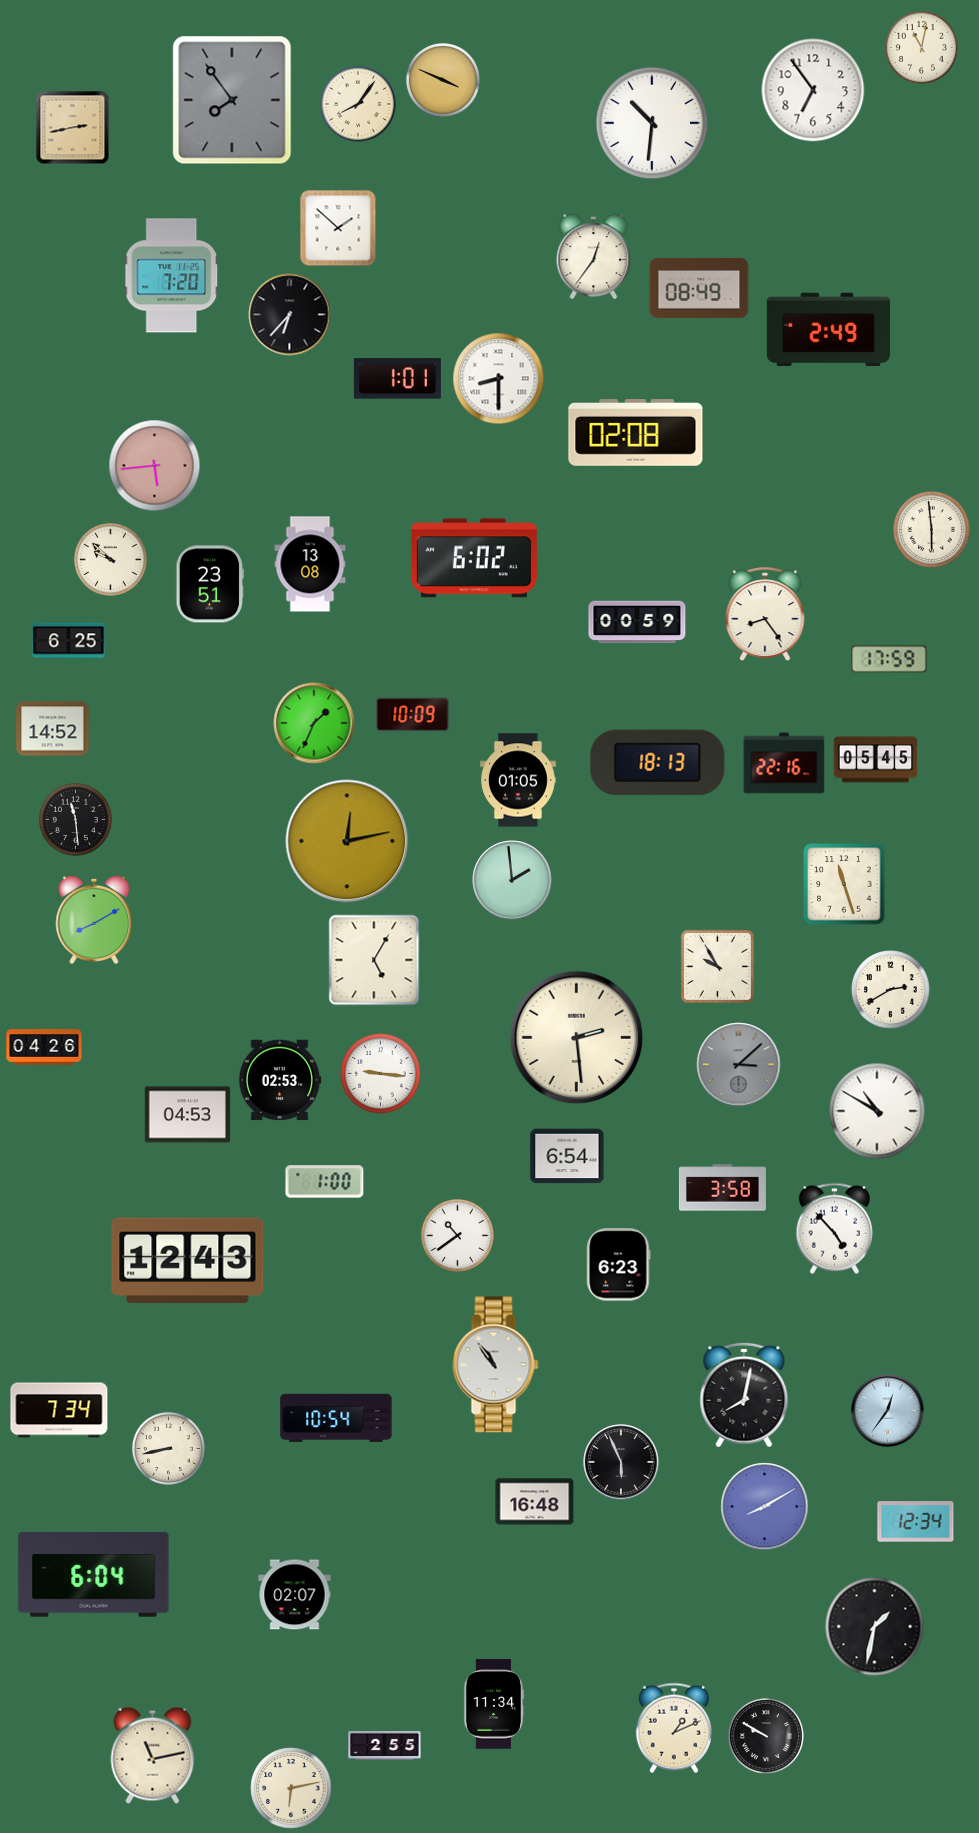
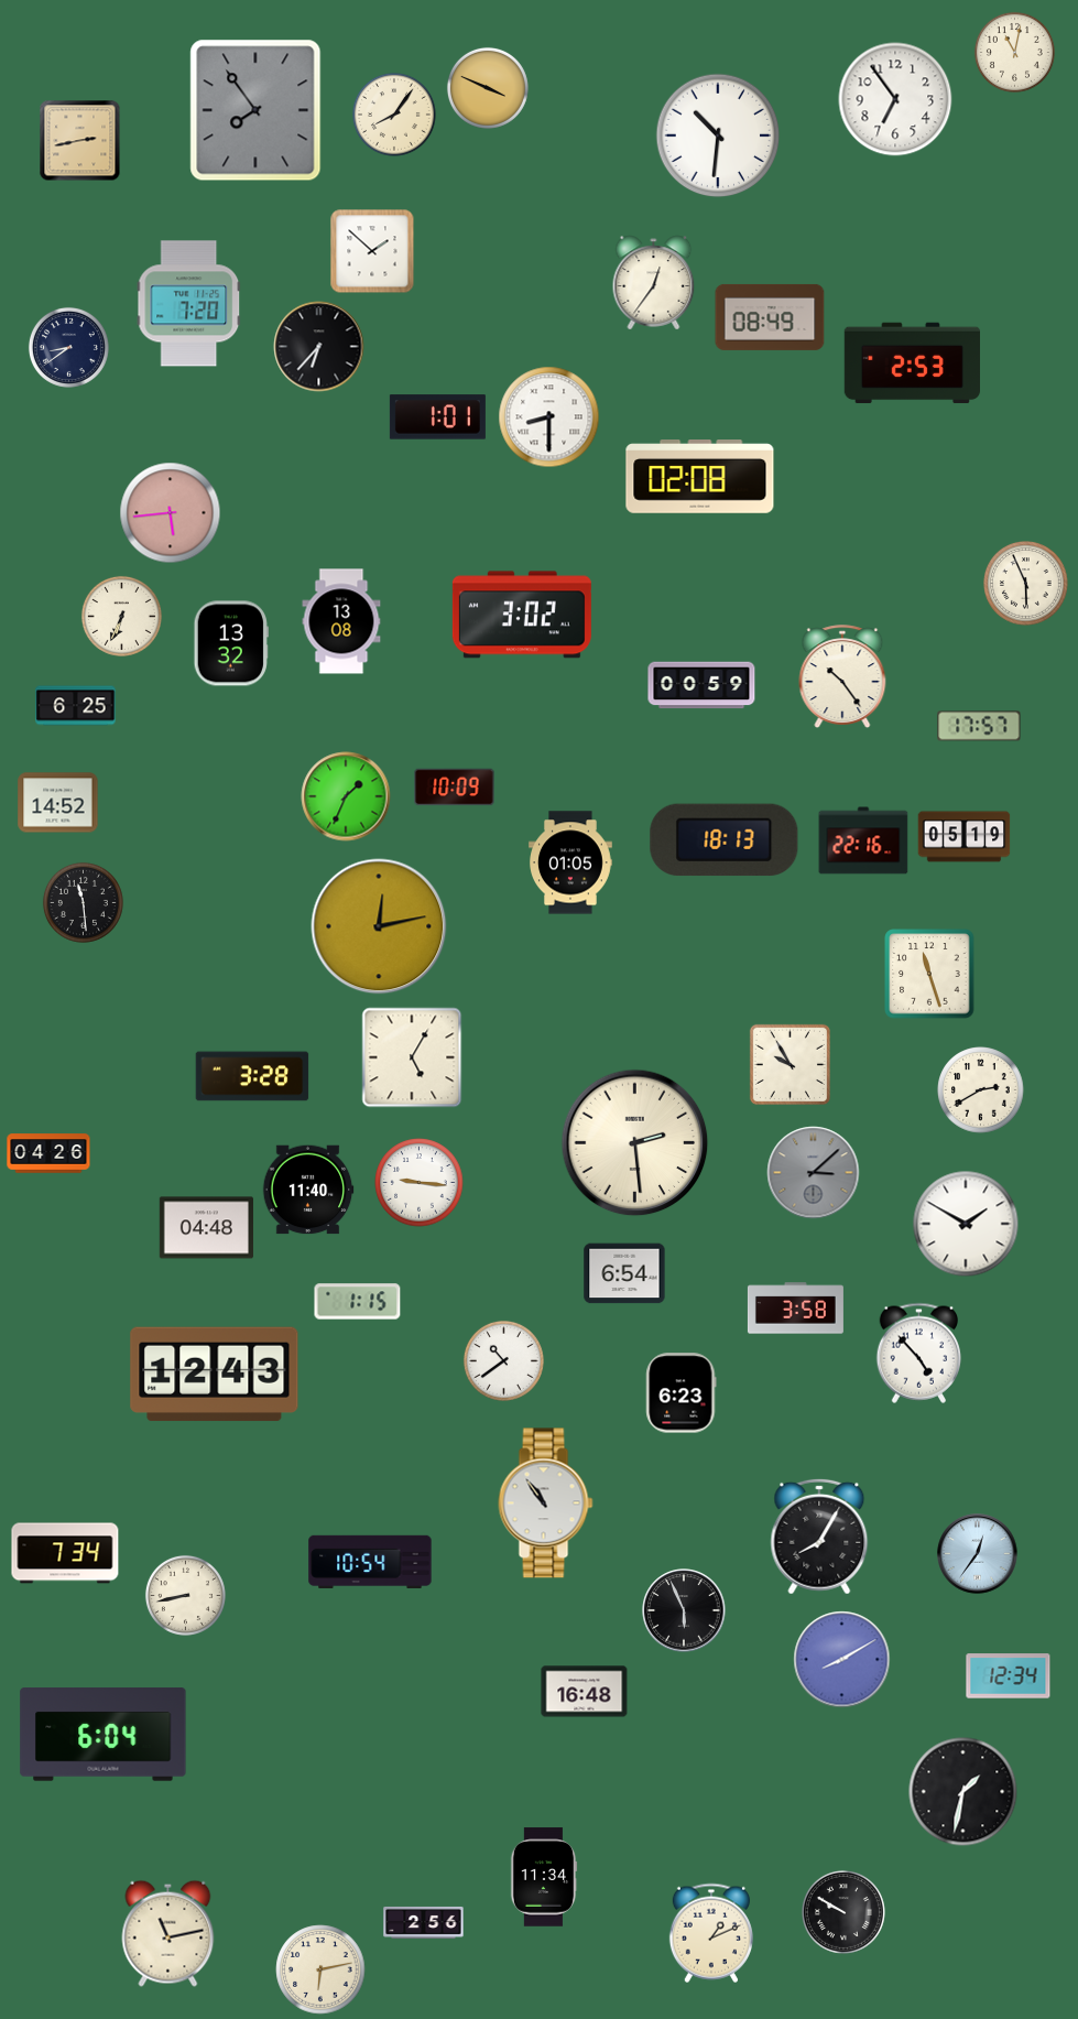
clock at (68, 347): none -> 8:39
clock at (828, 330): 2:49 -> 2:53
clock at (932, 530): 5:59 -> 5:56
clock at (474, 558): 6:02 -> 3:02
clock at (110, 559): 9:52 -> 6:34
clock at (210, 584): 23:51 -> 13:32
clock at (765, 614): 8:24 -> 10:24
clock at (889, 659): 17:59 -> 17:57
clock at (876, 760): 05:45 -> 05:19
clock at (519, 780) position: (519, 780) -> (571, 862)
clock at (347, 841) position: (347, 841) -> (379, 926)
clock at (512, 880): 1:59 -> none
clock at (94, 920): 8:10 -> none
clock at (252, 1076): none -> 3:28
clock at (280, 1080): 02:53 -> 11:40
clock at (877, 1111): 10:50 -> 1:50
clock at (187, 1115): 04:53 -> 04:48
clock at (325, 1182): 1:00 -> 1:15
clock at (188, 1261) position: (188, 1261) -> (215, 1375)
clock at (744, 1395): 8:02 -> 8:05
clock at (535, 1502) position: (535, 1502) -> (585, 1692)
clock at (295, 1595): 02:07 -> none
clock at (674, 1728) position: (674, 1728) -> (711, 1933)
clock at (385, 1745): 2:55 -> 2:56
